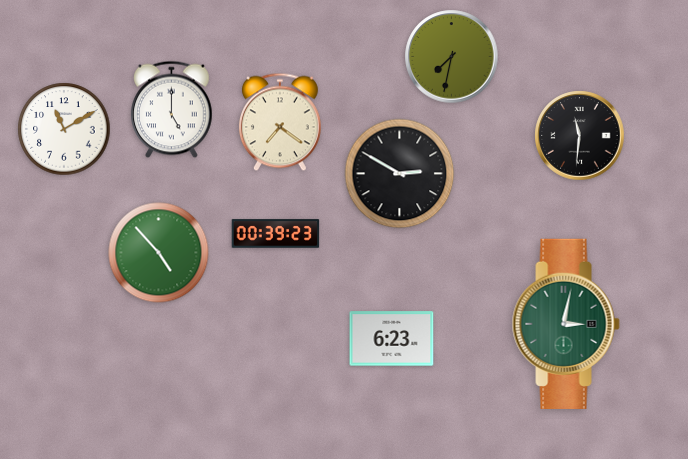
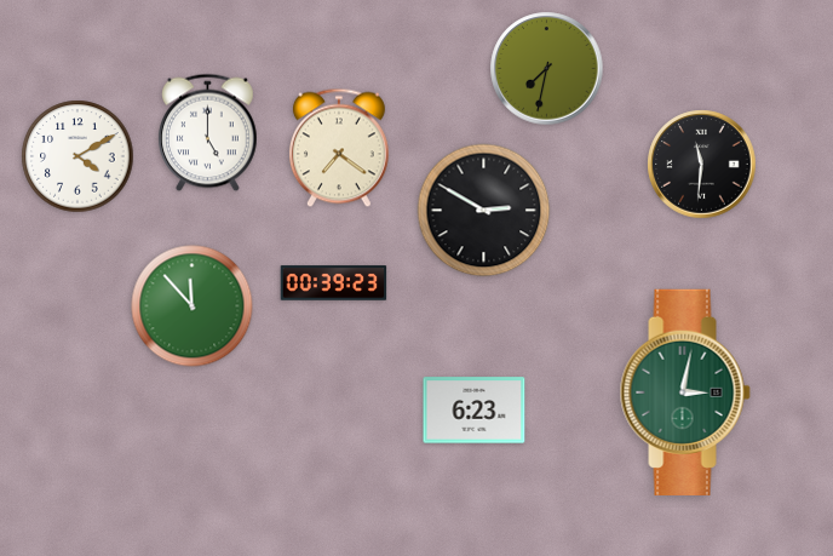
clock at (64, 129): 11:10 -> 4:10
clock at (159, 253): 4:53 -> 11:53
